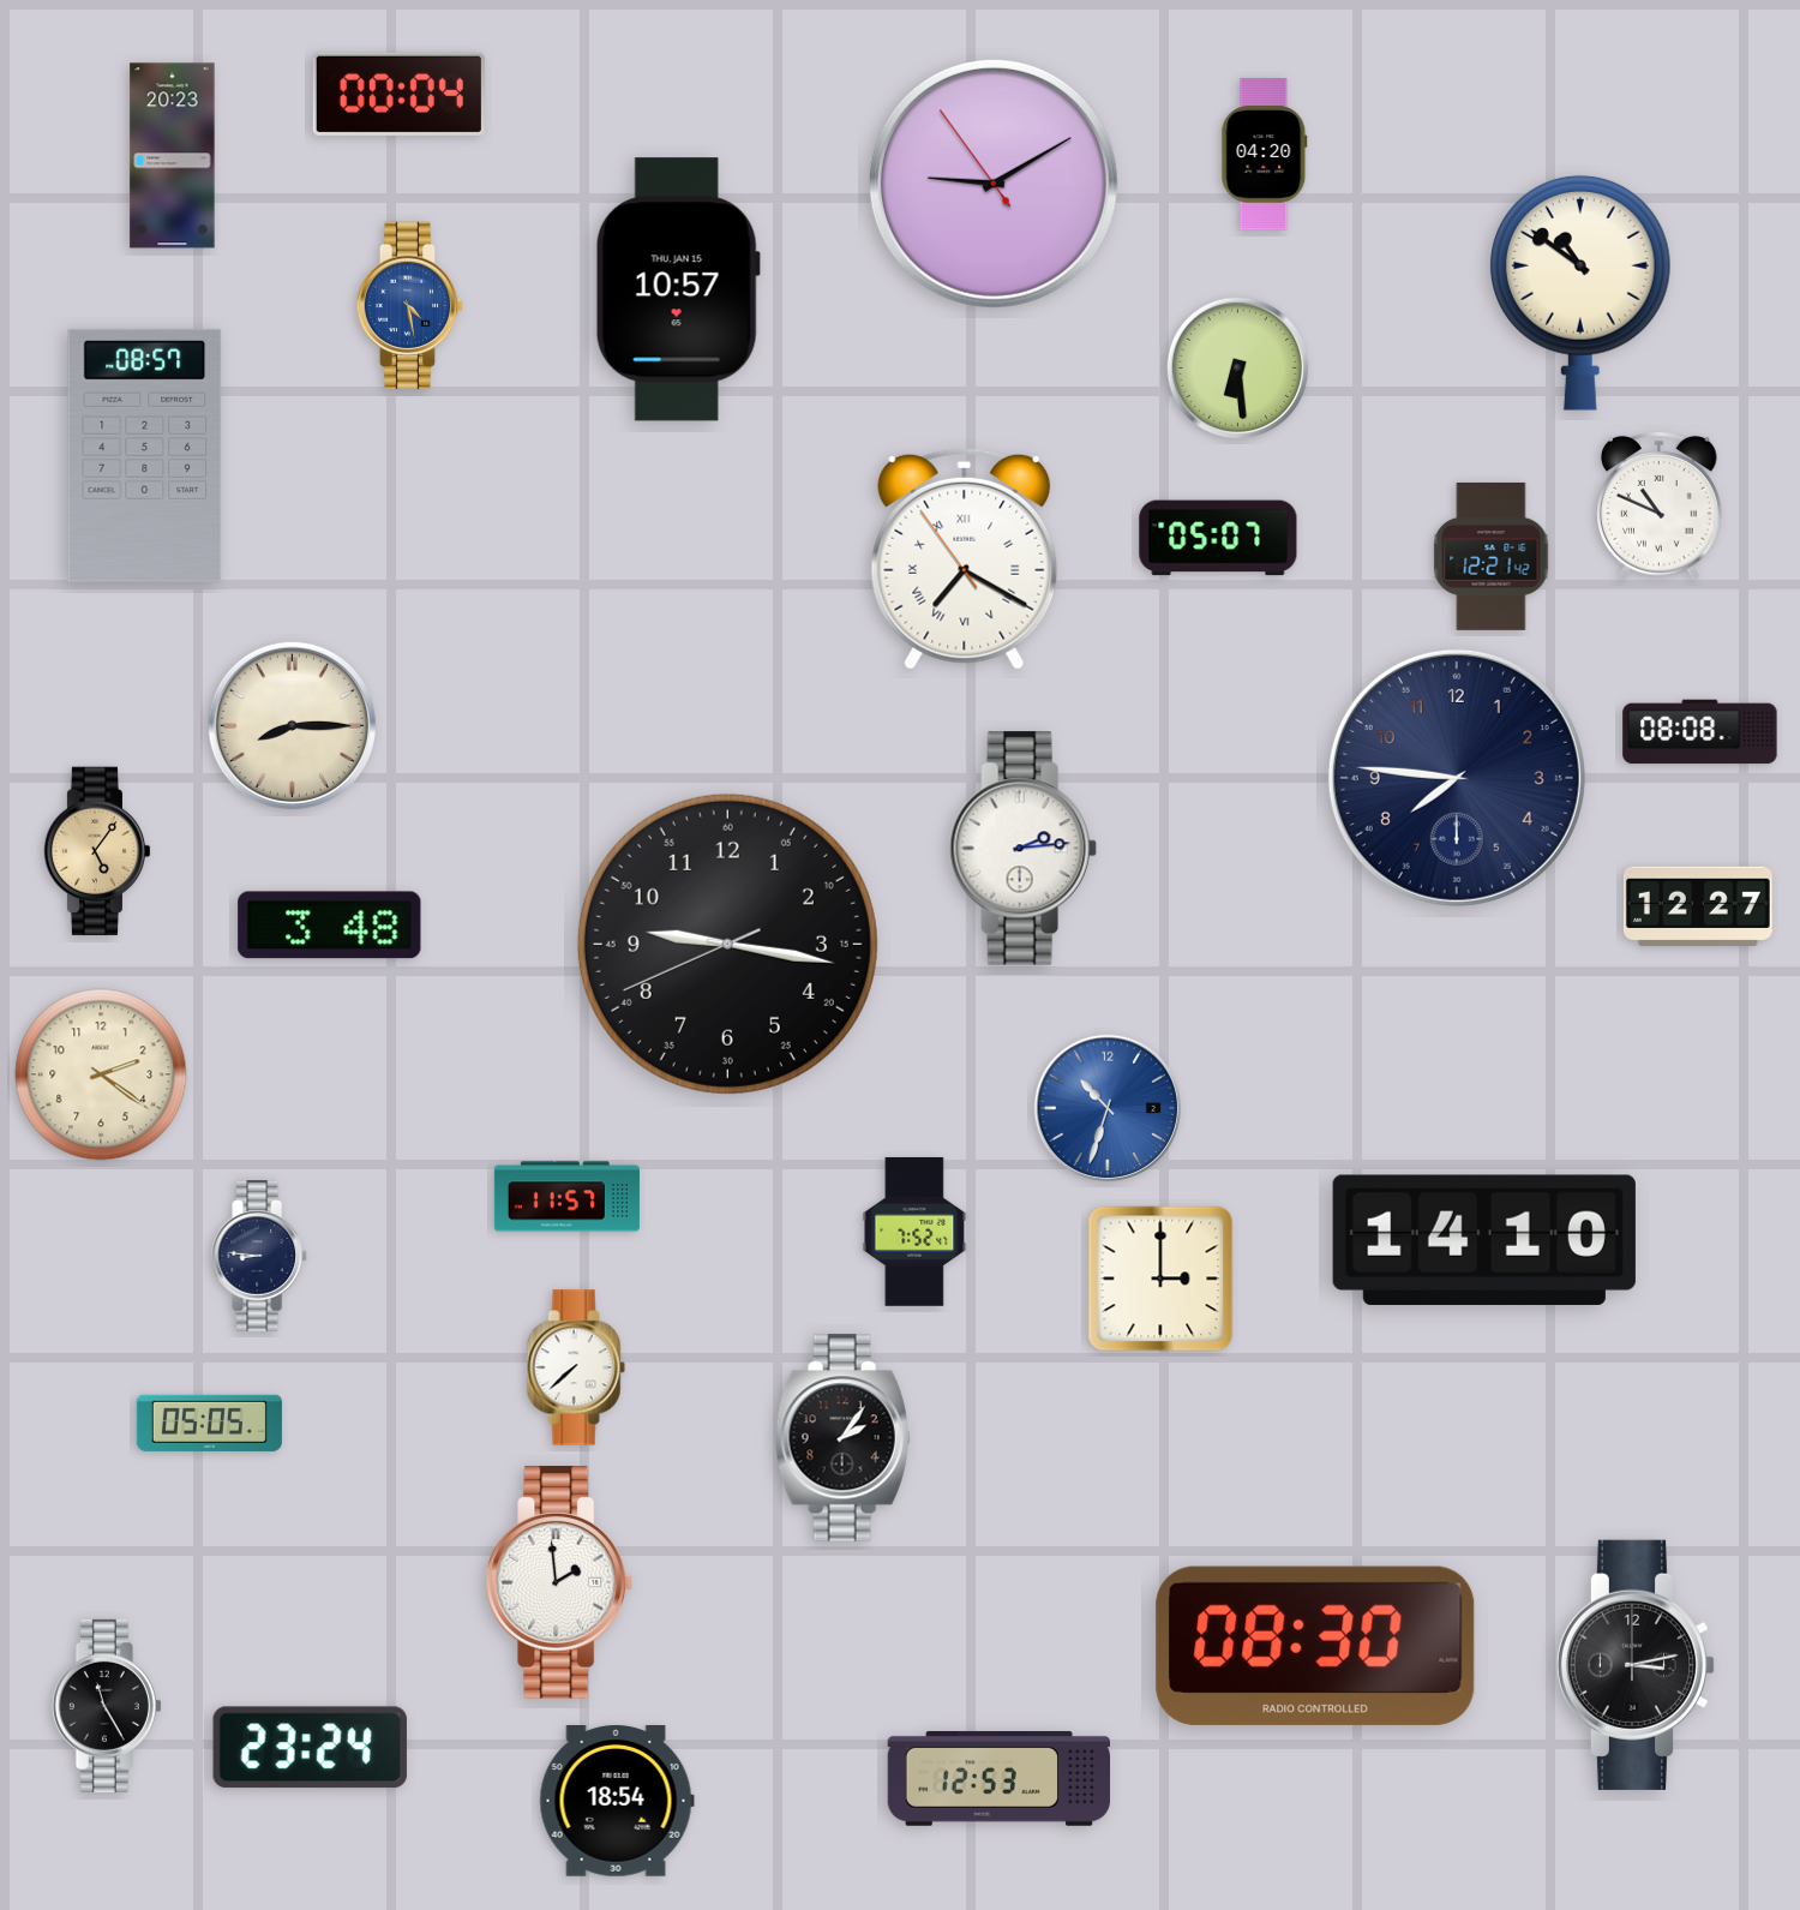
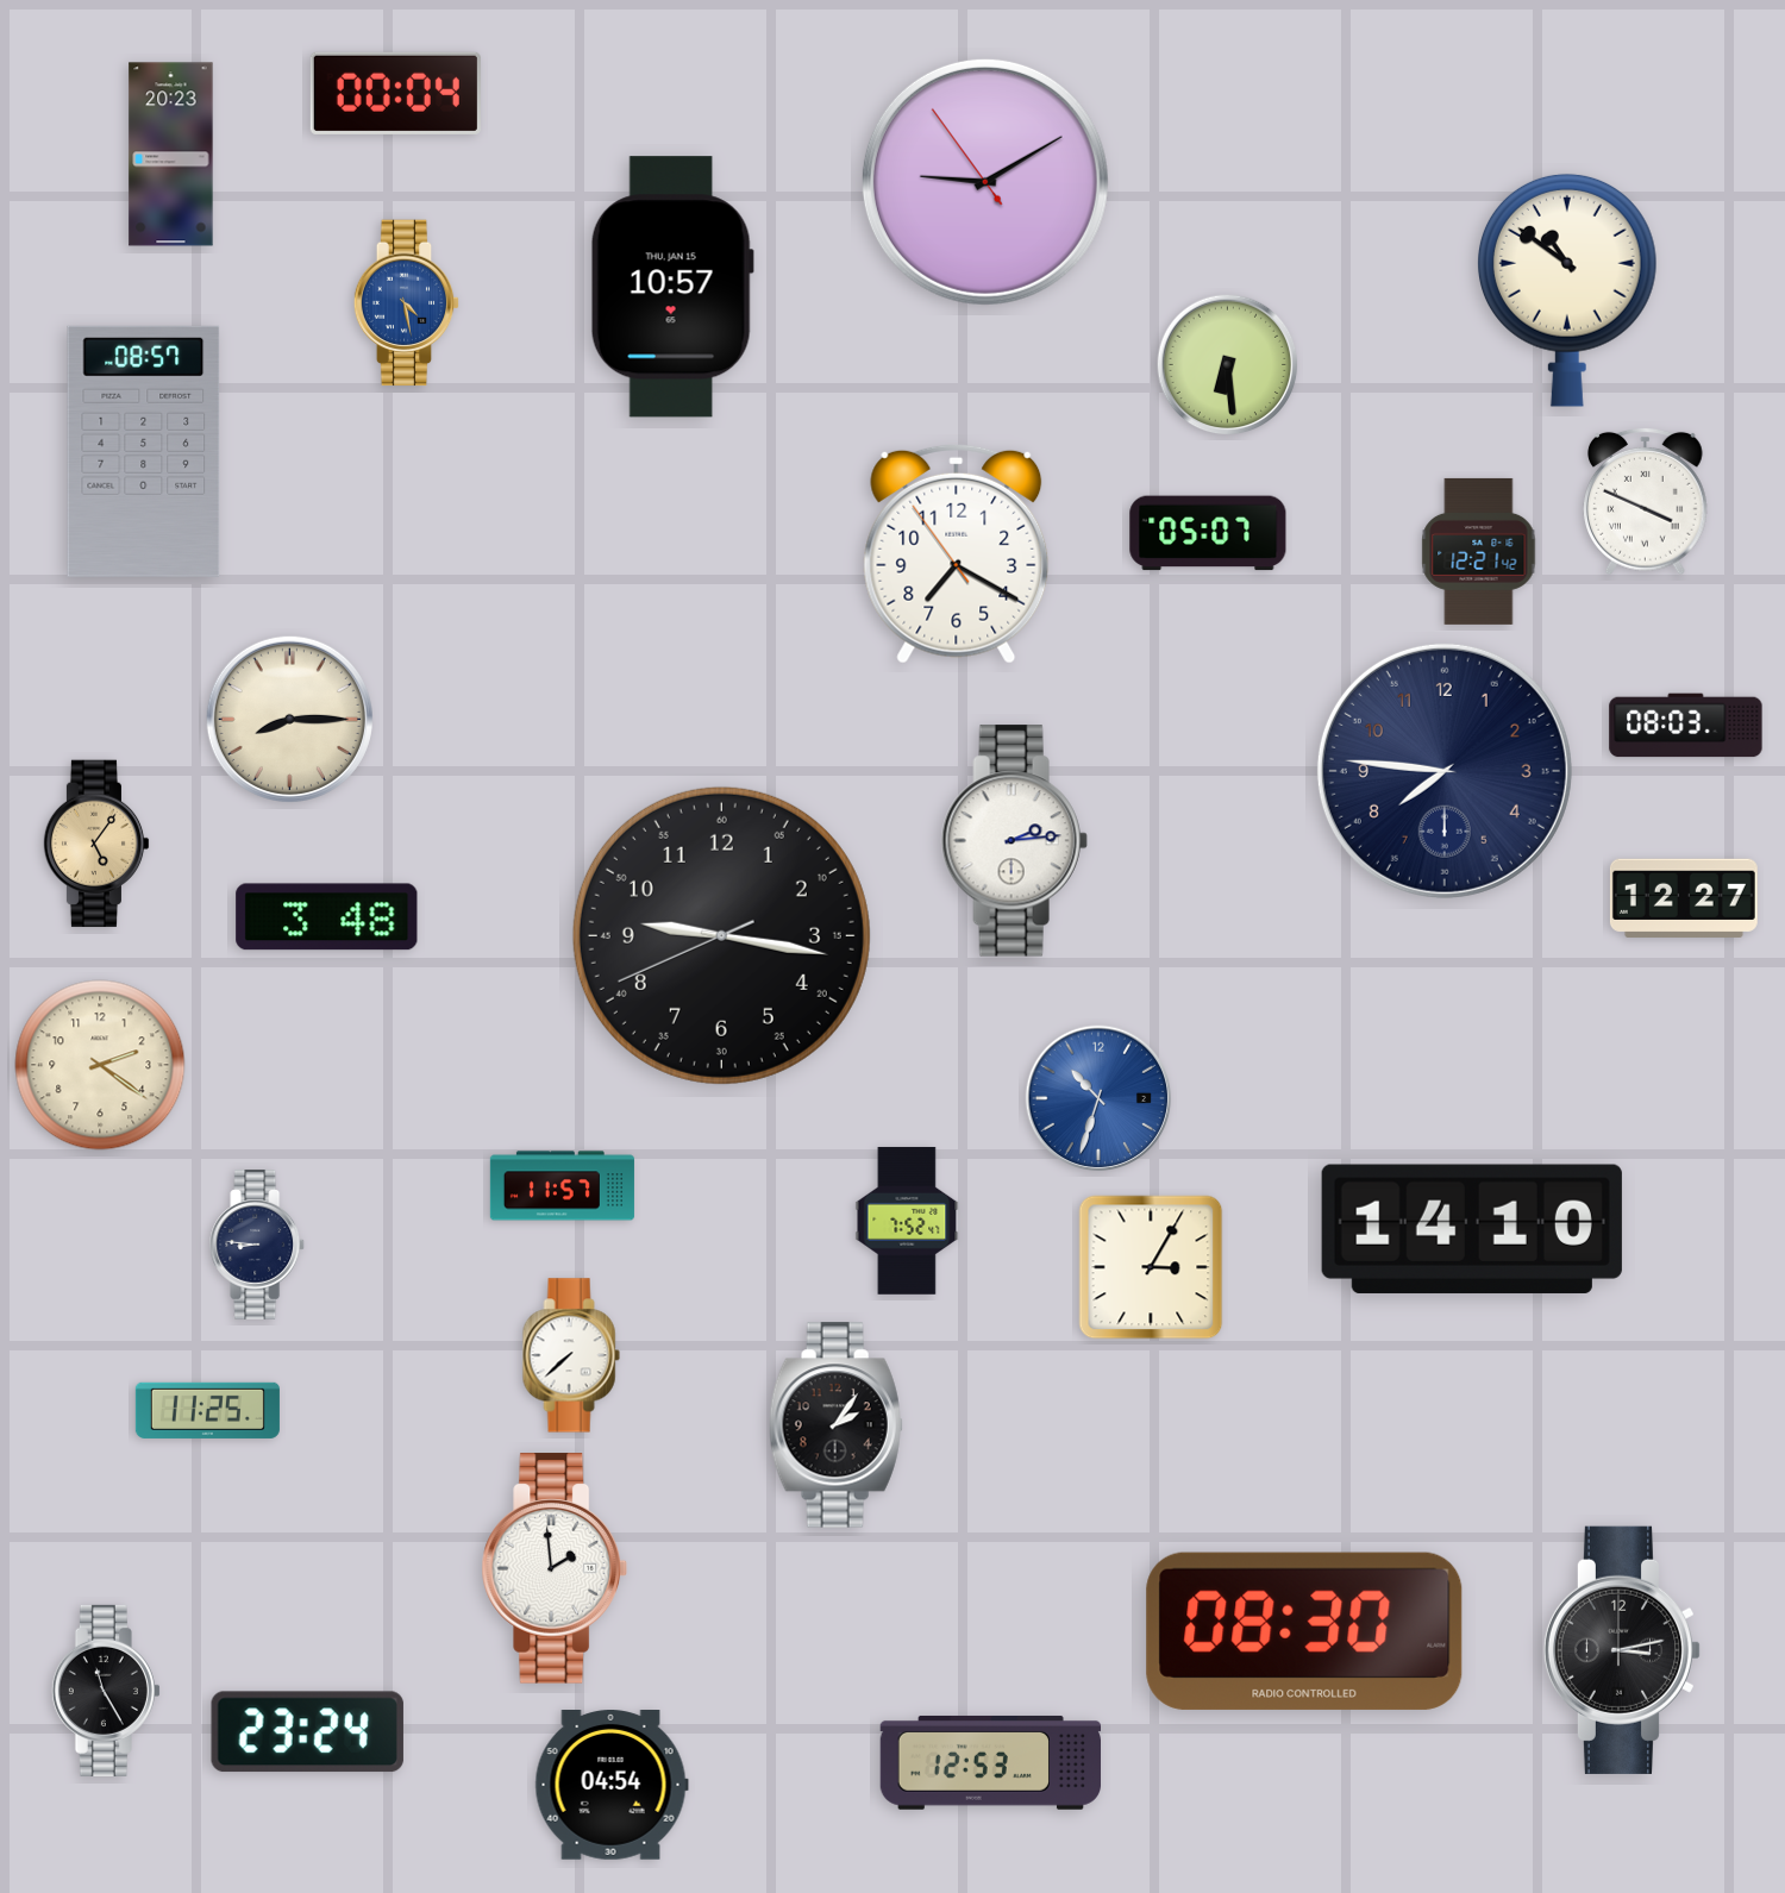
clock at (1265, 155): 04:20 -> none
clock at (1660, 505): 10:49 -> 3:49
clock at (965, 558) numerals: Roman -> Arabic
clock at (1700, 732): 08:08 -> 08:03
clock at (1160, 1279): 3:00 -> 3:05
clock at (209, 1423): 05:05 -> 11:25
clock at (617, 1802): 18:54 -> 04:54
